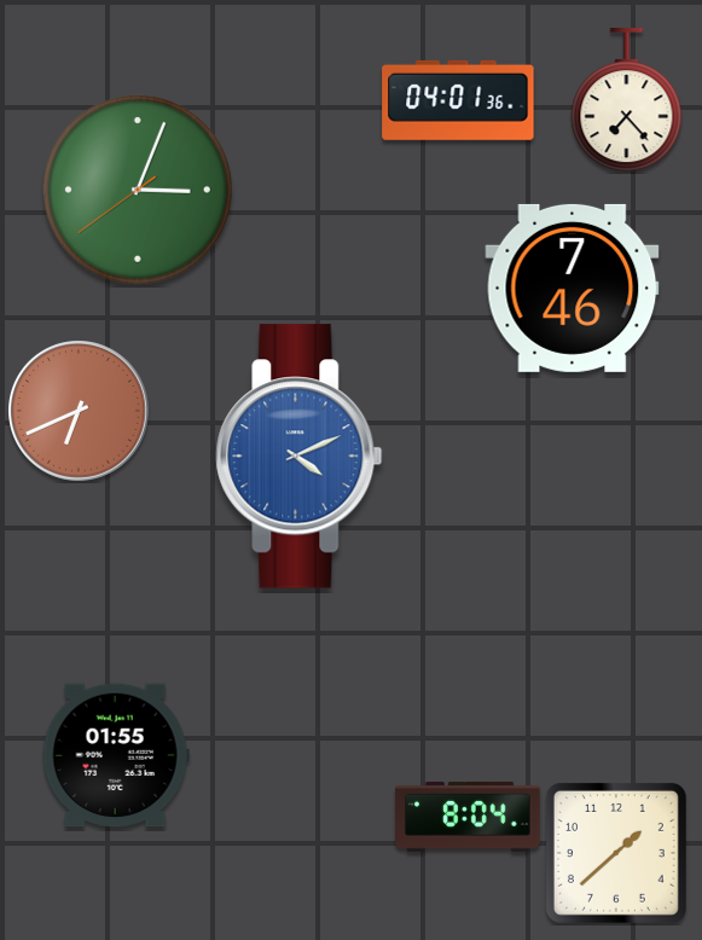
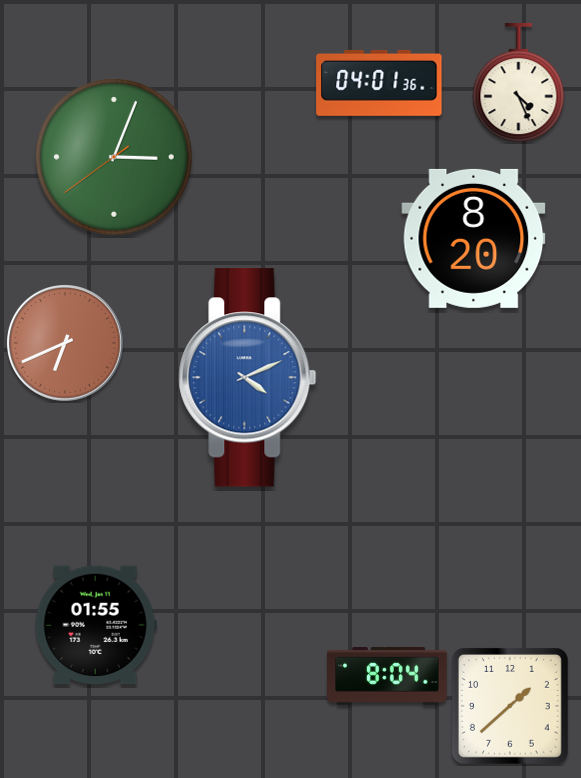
clock at (627, 101): 7:23 -> 4:26
clock at (573, 288): 7:46 -> 8:20
clock at (80, 412) position: (80, 412) -> (66, 344)
